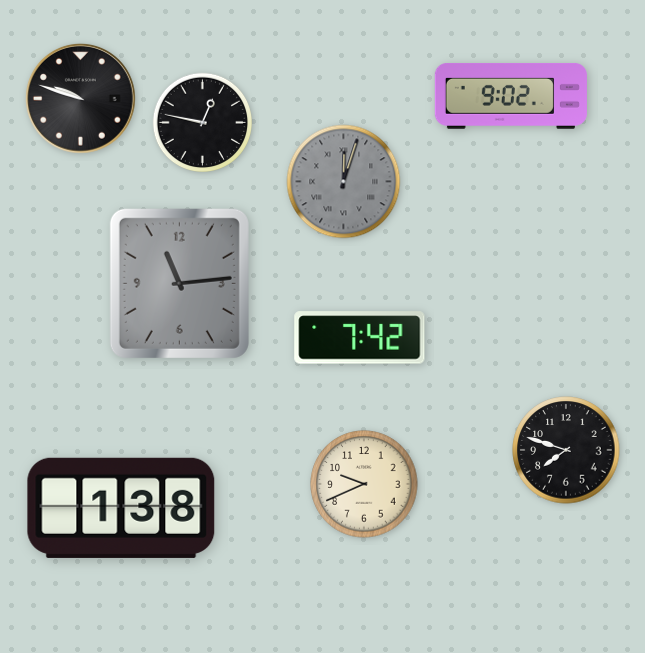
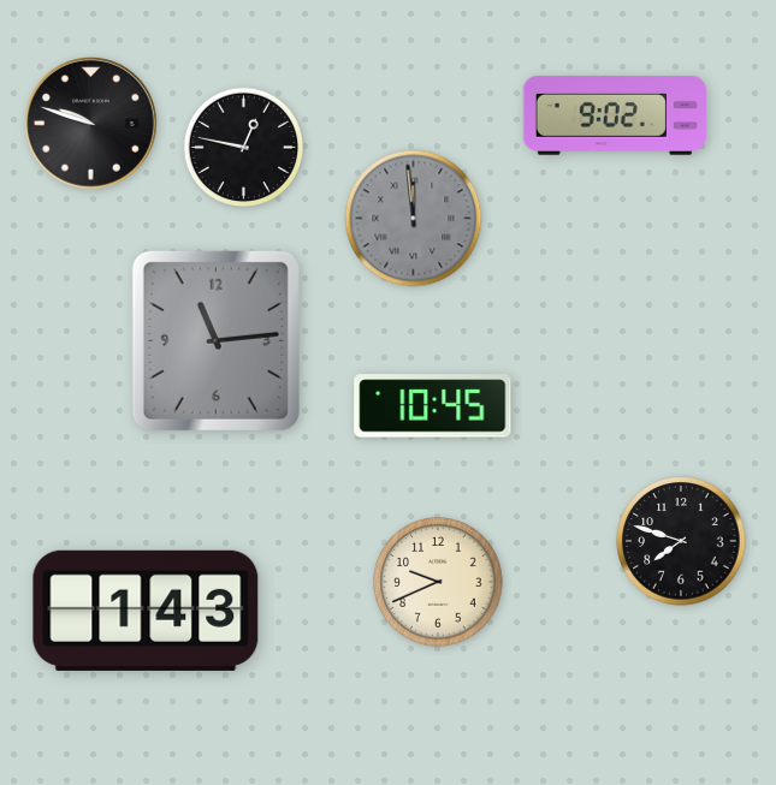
clock at (81, 99) position: (81, 99) -> (91, 124)
clock at (344, 182): 12:03 -> 11:59
clock at (360, 338): 7:42 -> 10:45
clock at (121, 508): 1:38 -> 1:43
